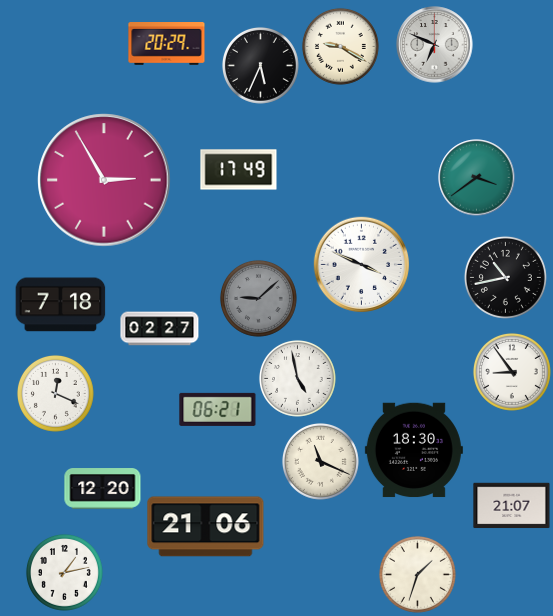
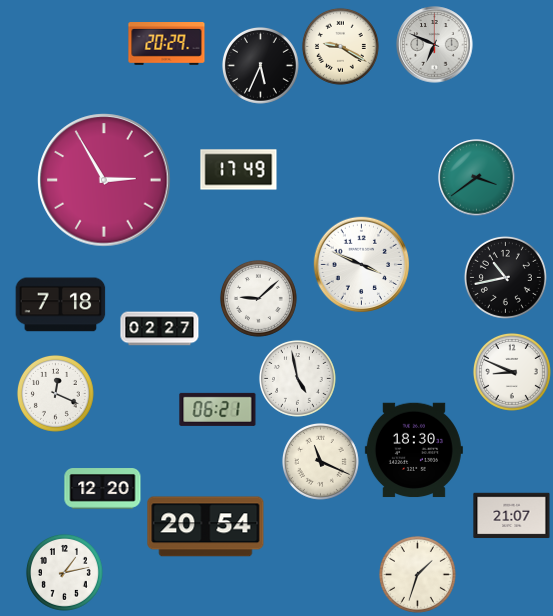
clock at (258, 298) dial: grey -> white
clock at (512, 372): 8:54 -> 8:49
clock at (512, 506) position: (512, 506) -> (512, 516)
clock at (206, 527): 21:06 -> 20:54
